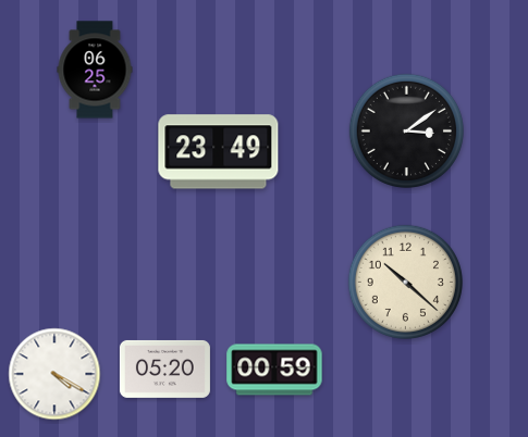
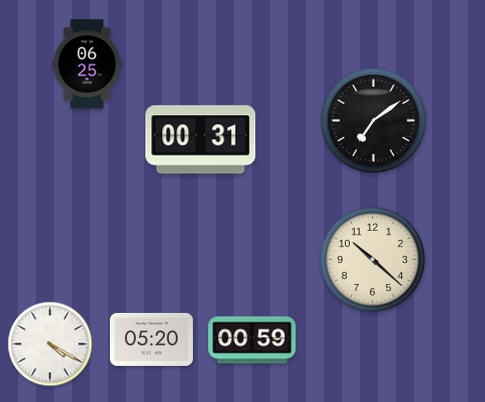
clock at (406, 130): 3:09 -> 7:09
clock at (219, 152): 23:49 -> 00:31
